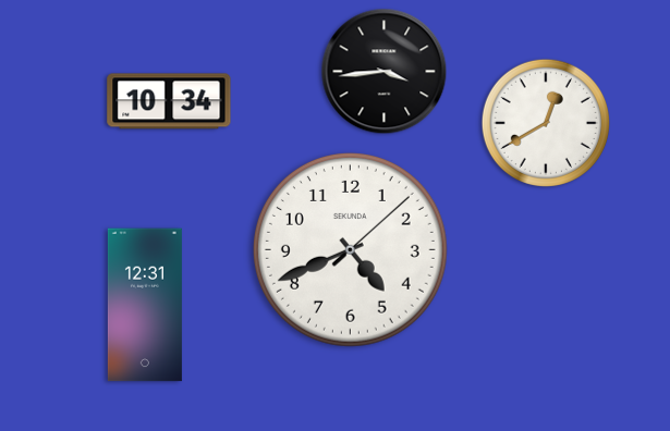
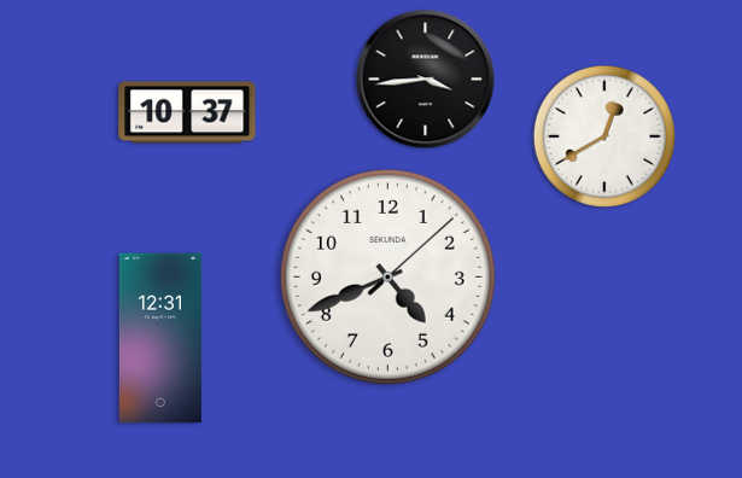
clock at (169, 101): 10:34 -> 10:37
